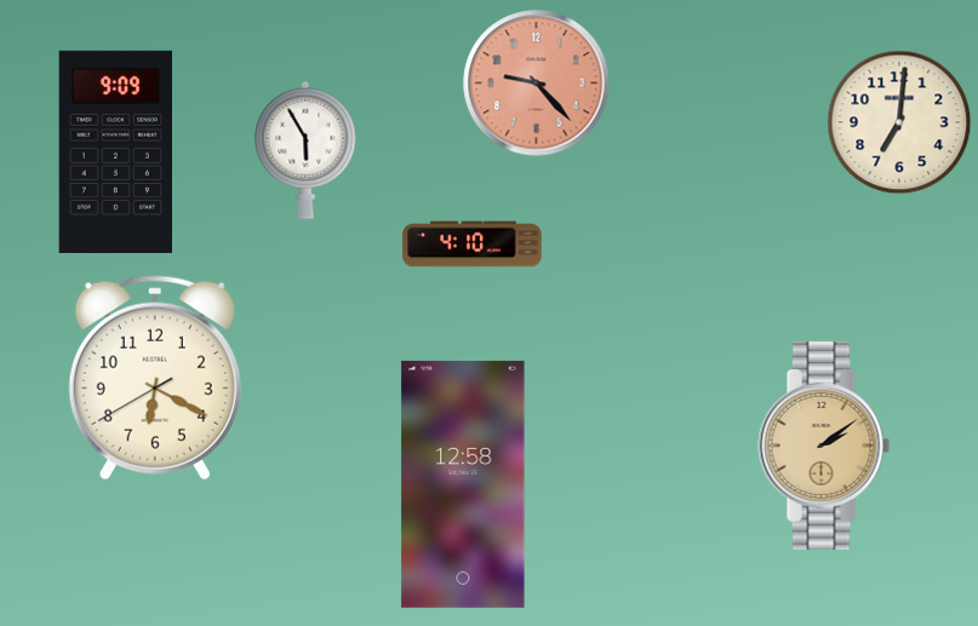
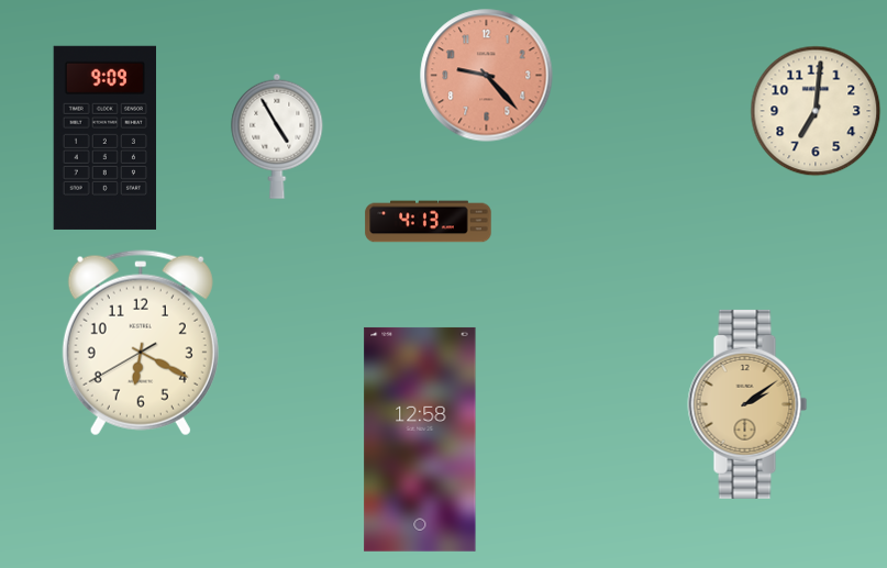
clock at (305, 150): 5:55 -> 4:55
clock at (473, 245): 4:10 -> 4:13
